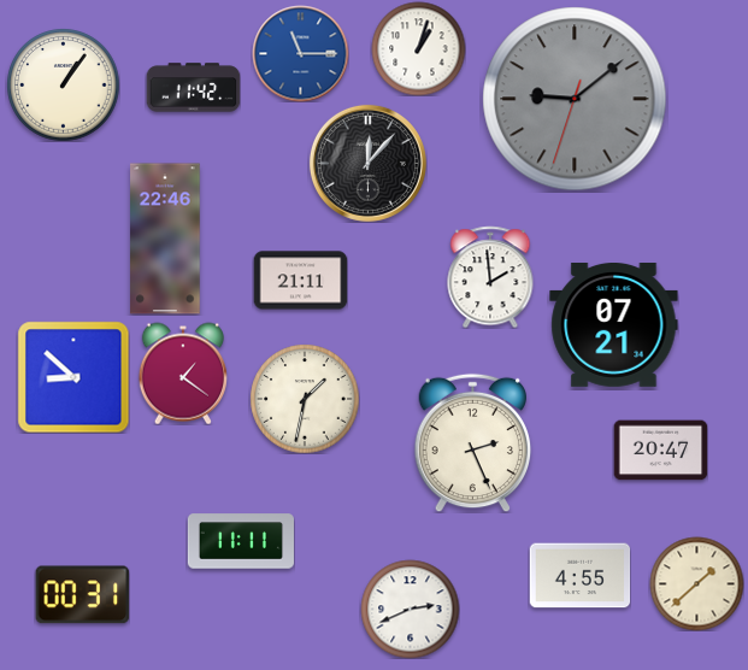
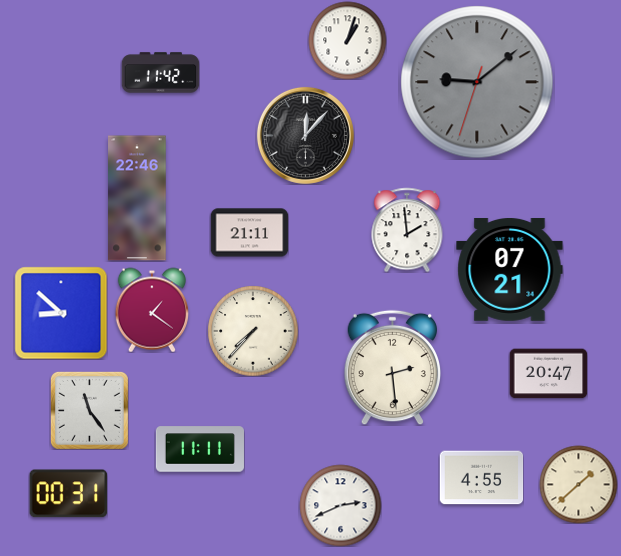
clock at (300, 53): 11:15 -> none
clock at (63, 84): 1:06 -> none
clock at (305, 399): 1:32 -> 7:37
clock at (473, 442): 2:26 -> 2:29
clock at (89, 410): none -> 11:24
